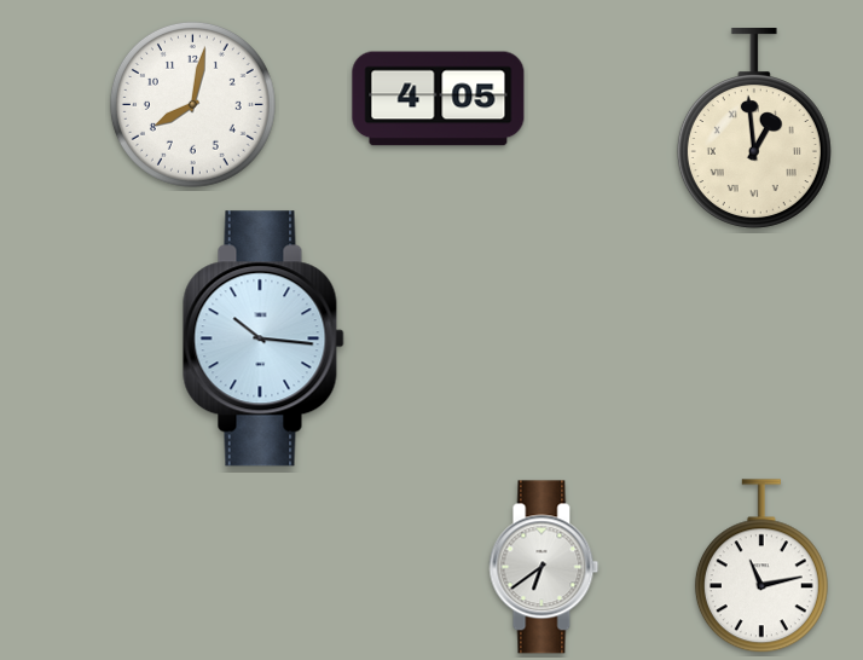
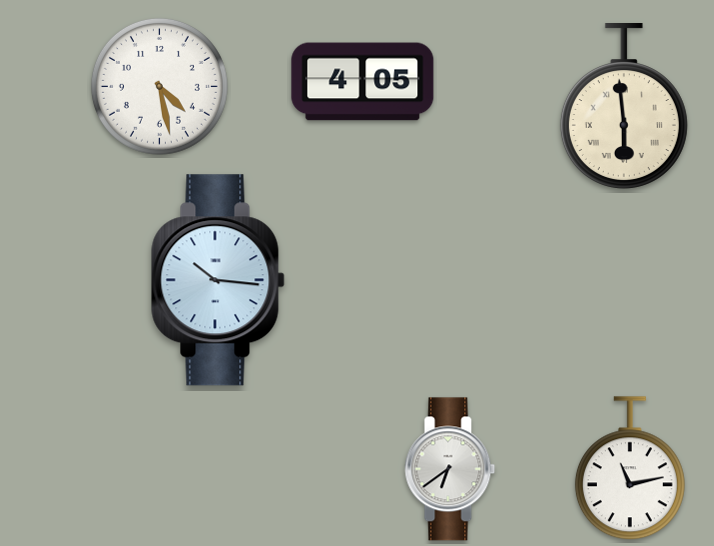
clock at (192, 104): 8:02 -> 4:28
clock at (754, 129): 12:59 -> 5:59
